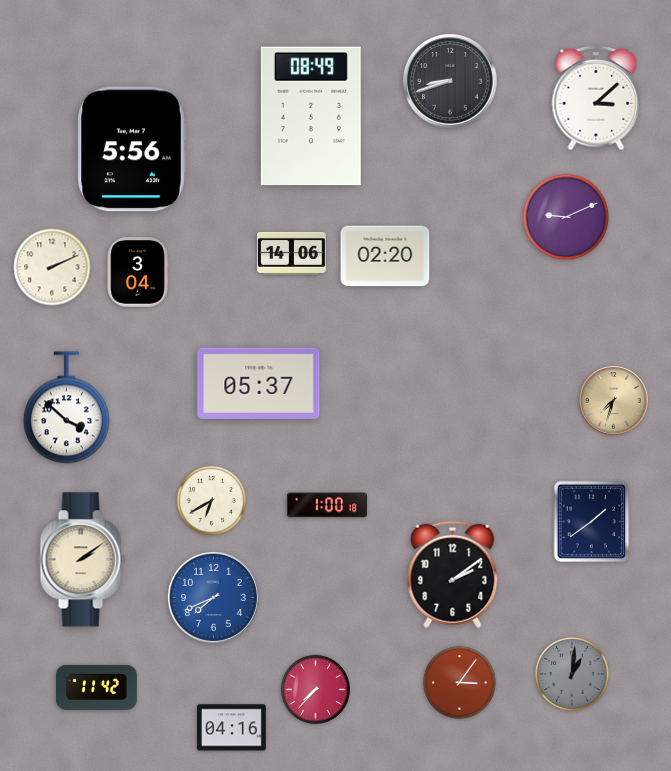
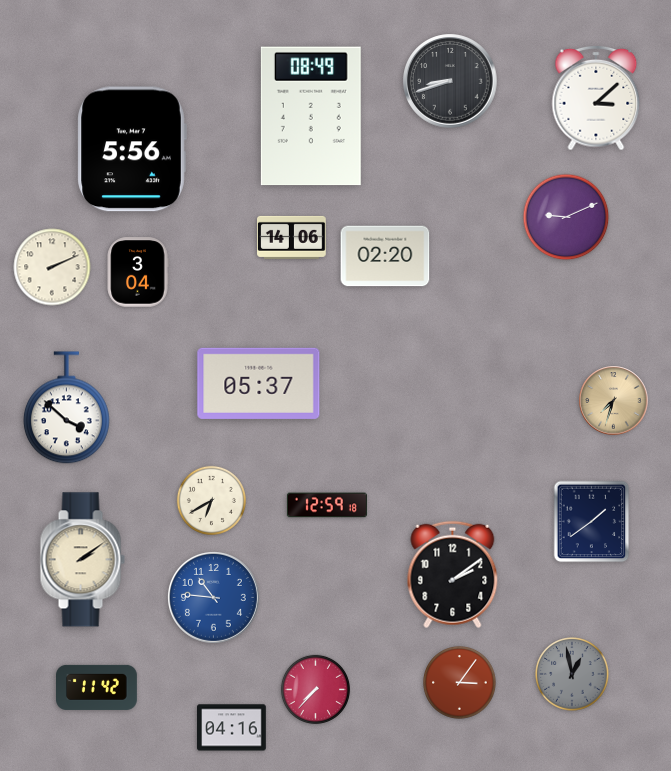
clock at (292, 253) position: (292, 253) -> (292, 237)
clock at (327, 505): 1:00 -> 12:59
clock at (213, 597): 7:41 -> 10:46
clock at (572, 674): 1:01 -> 12:58
